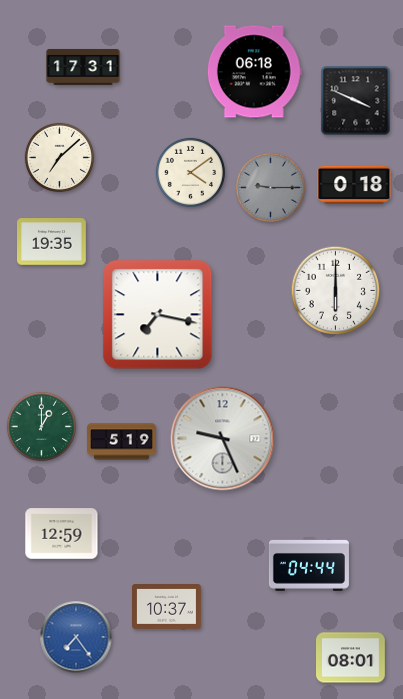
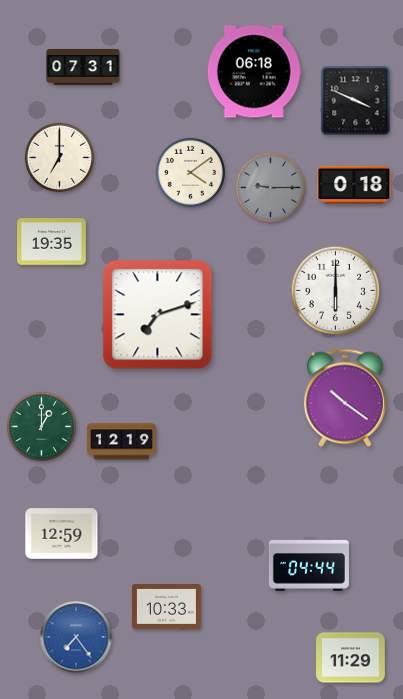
clock at (83, 67): 17:31 -> 07:31
clock at (59, 157): 7:08 -> 7:00
clock at (158, 315): 7:17 -> 7:12
clock at (345, 398): none -> 10:21
clock at (223, 439): 9:26 -> none
clock at (122, 442): 5:19 -> 12:19
clock at (167, 607): 10:37 -> 10:33
clock at (351, 658): 08:01 -> 11:29
